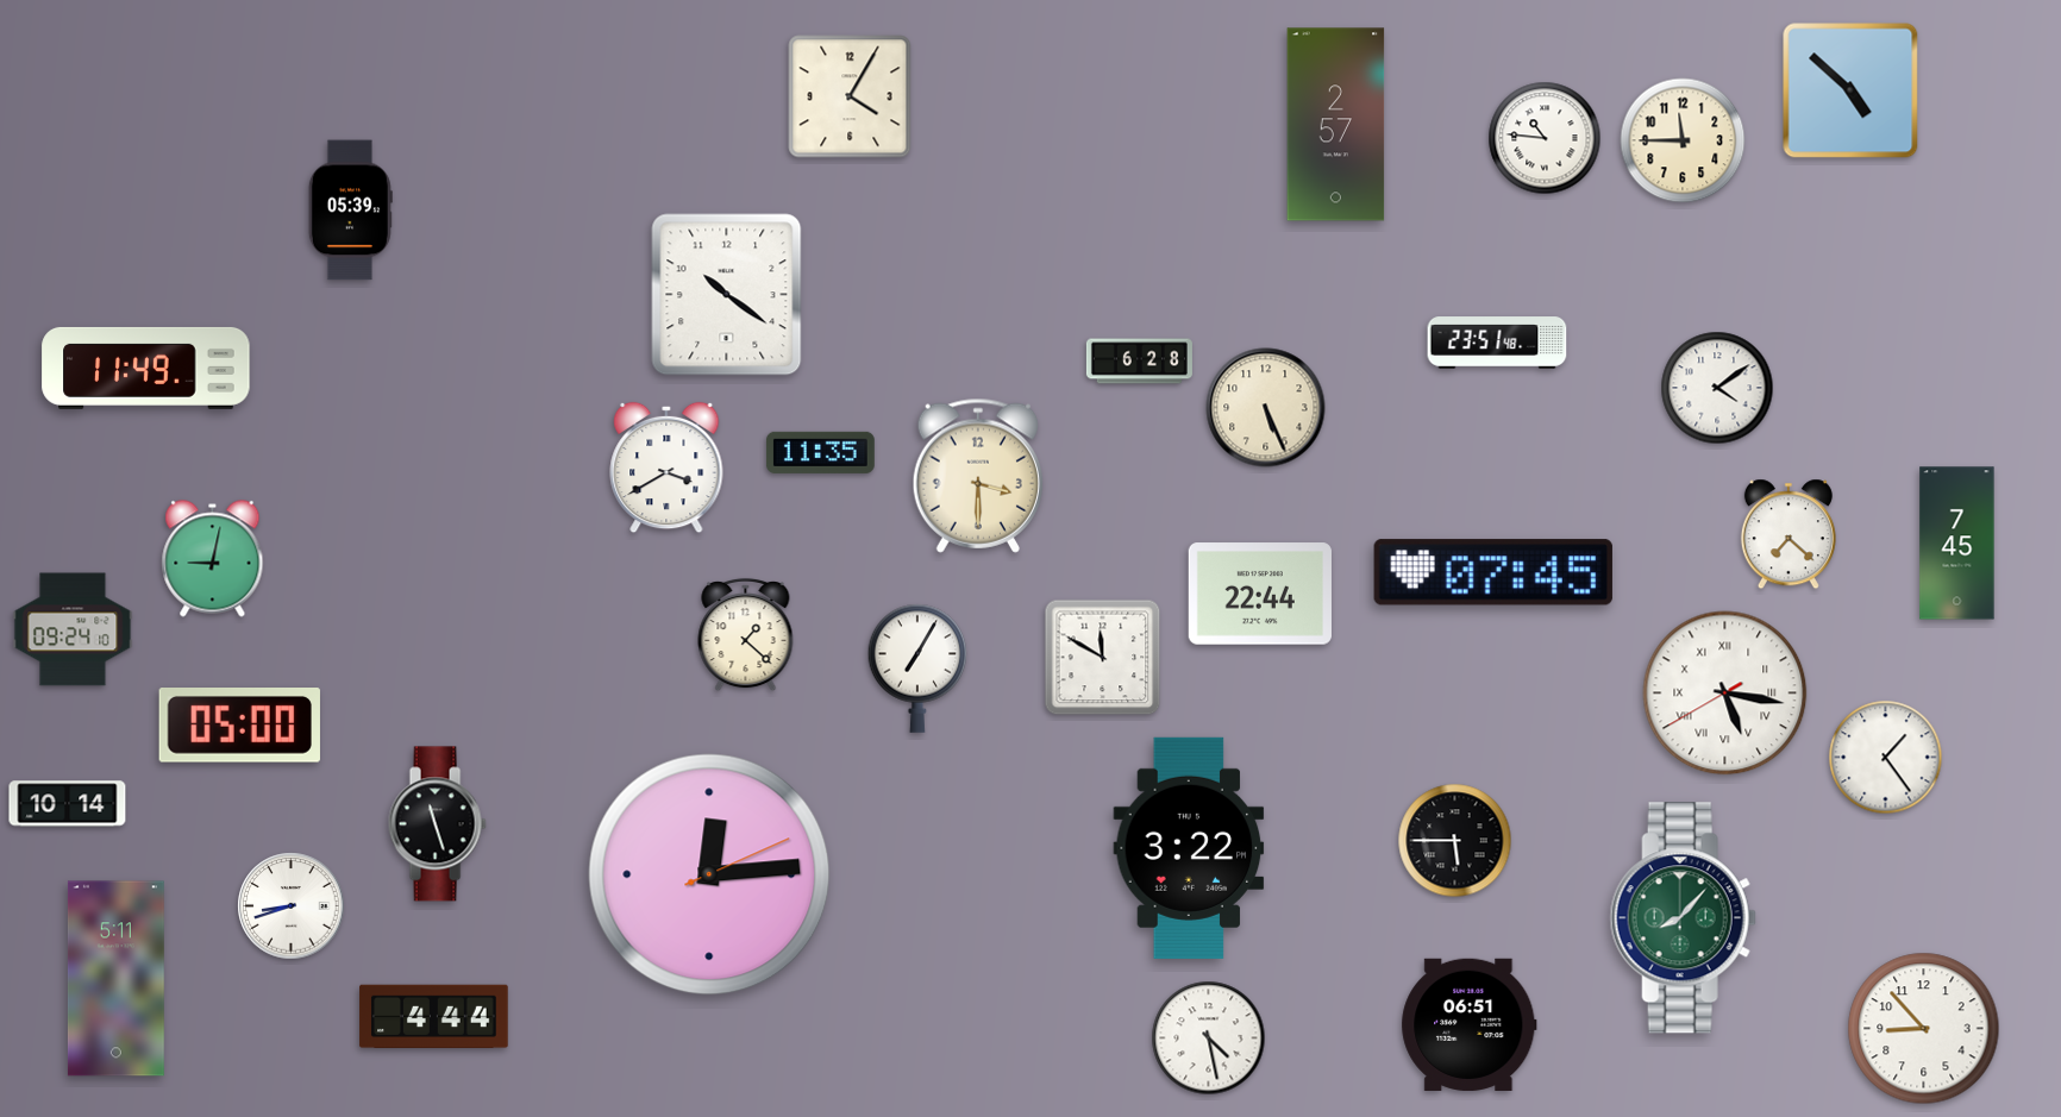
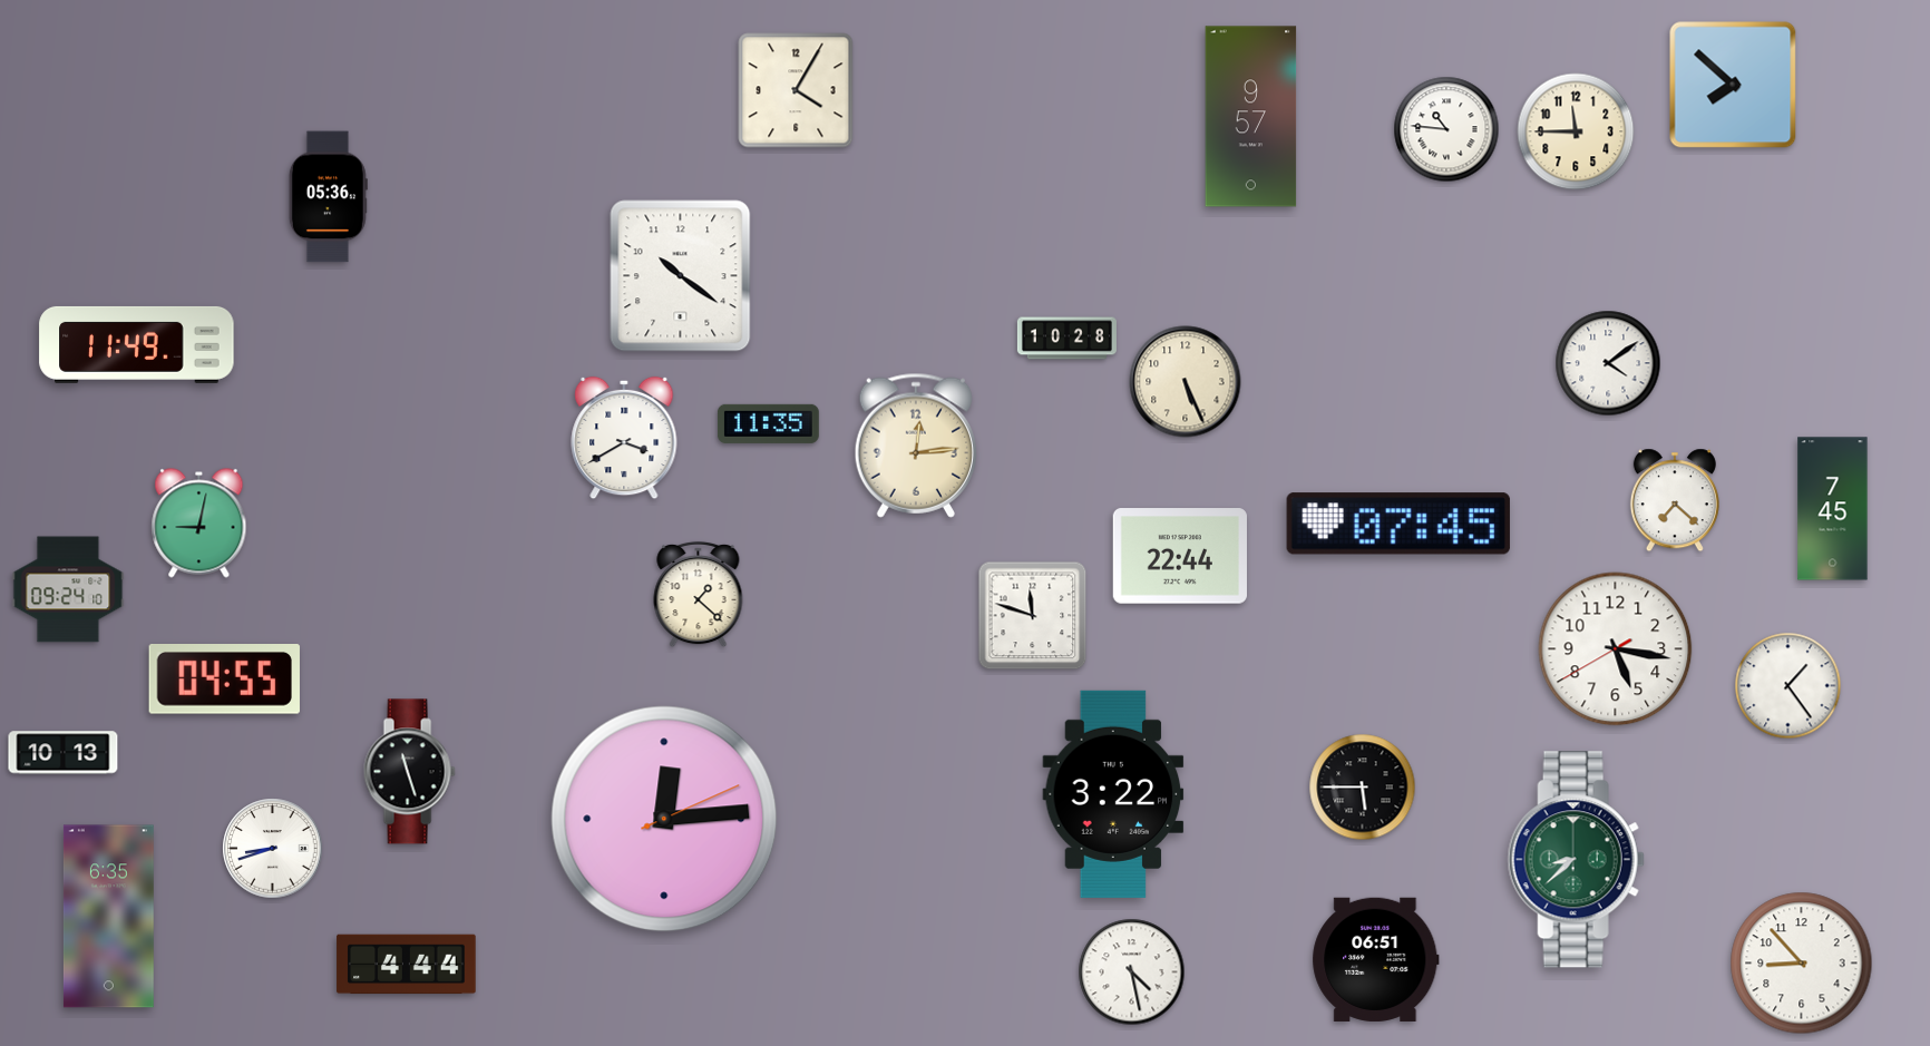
clock at (1850, 90): 4:52 -> 7:52
clock at (1336, 125): 2:57 -> 9:57
clock at (350, 211): 05:39 -> 05:36
clock at (1497, 343): 23:51 -> none
clock at (1139, 362): 6:28 -> 10:28
clock at (977, 476): 3:30 -> 12:14
clock at (1493, 572) position: (1493, 572) -> (1398, 524)
clock at (1103, 658): 11:50 -> 11:48
clock at (917, 669): 7:05 -> none
clock at (1725, 694) numerals: Roman -> Arabic
clock at (239, 726): 05:00 -> 04:55
clock at (1886, 758) position: (1886, 758) -> (1788, 686)
clock at (68, 804): 10:14 -> 10:13
clock at (1683, 918): 8:07 -> 8:38
clock at (115, 979): 5:11 -> 6:35
clock at (434, 1017) position: (434, 1017) -> (407, 965)
